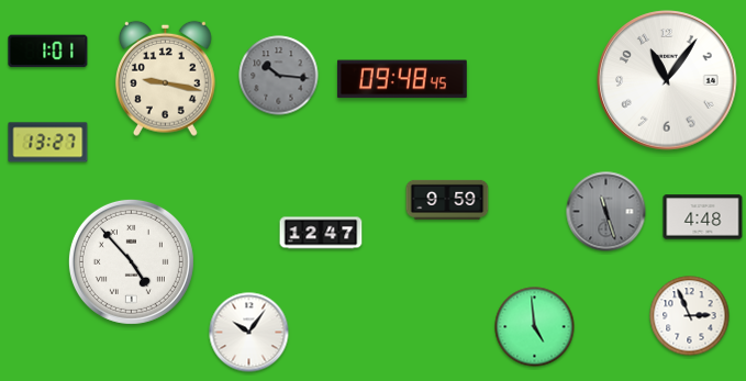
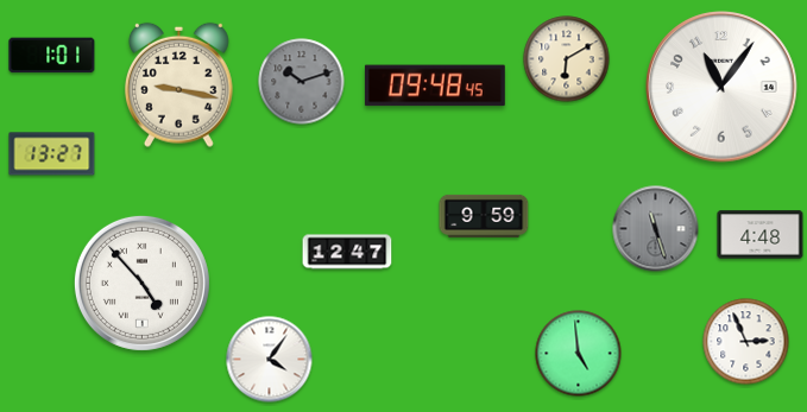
clock at (567, 59): none -> 6:10
clock at (279, 76): 10:16 -> 10:12
clock at (249, 333): 10:06 -> 4:06
